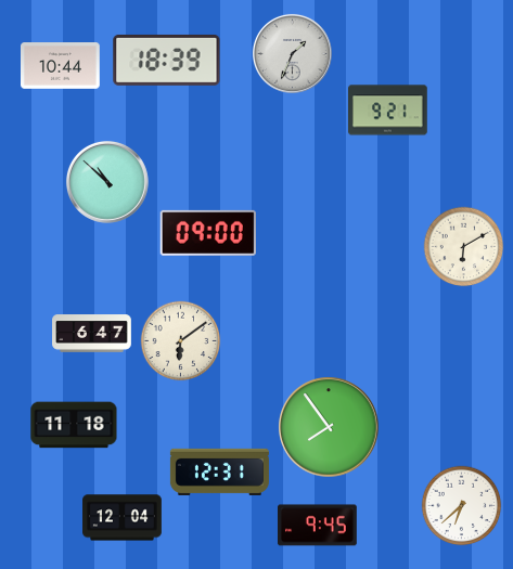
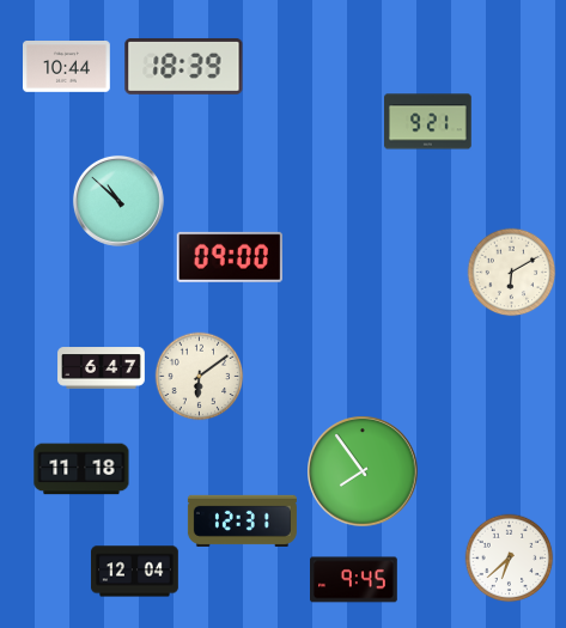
clock at (292, 53): 1:34 -> none
clock at (61, 66) position: (61, 66) -> (67, 67)
clock at (318, 526) position: (318, 526) -> (354, 580)
